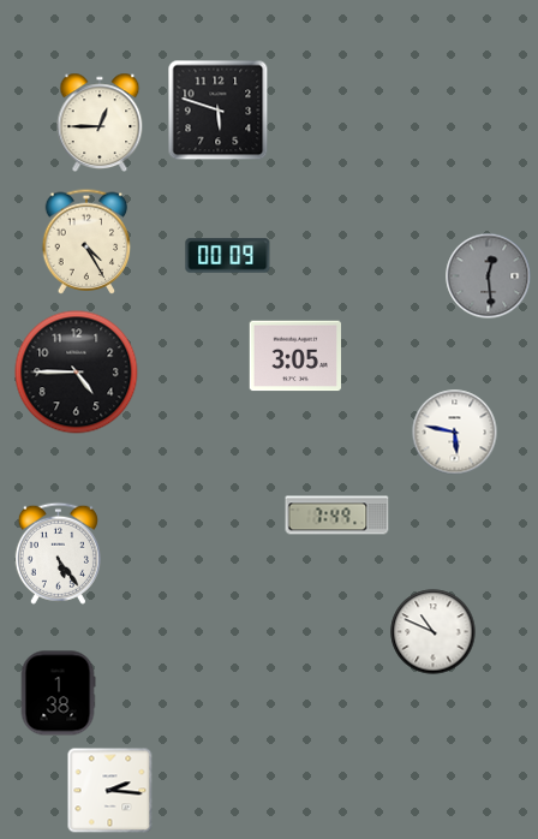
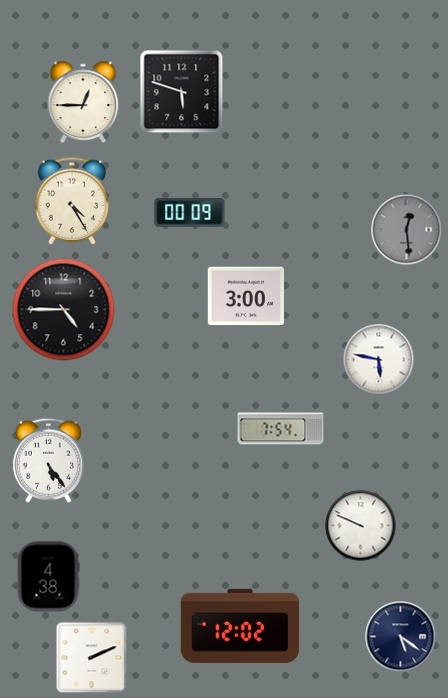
clock at (294, 356): 3:05 -> 3:00
clock at (337, 516): 7:49 -> 7:54
clock at (434, 632): 10:49 -> 9:49
clock at (58, 694): 1:38 -> 4:38
clock at (240, 626): none -> 12:02
clock at (401, 637): none -> 5:21
clock at (110, 791): 2:16 -> 2:11
